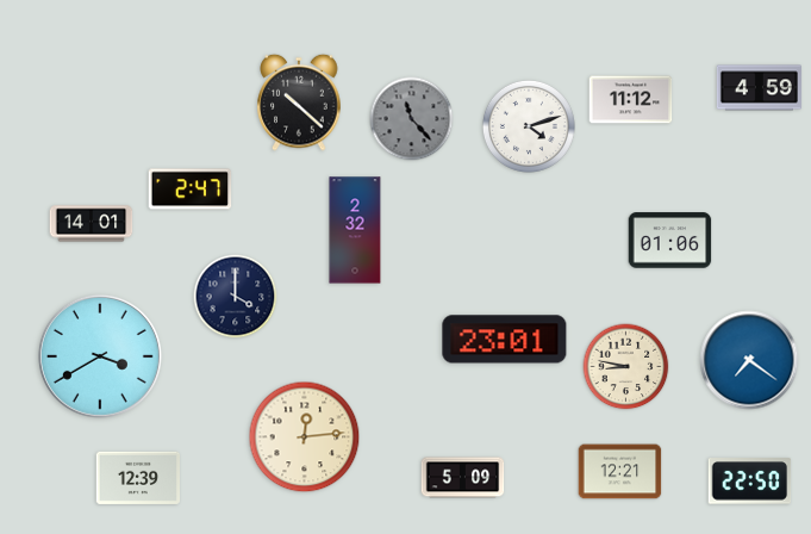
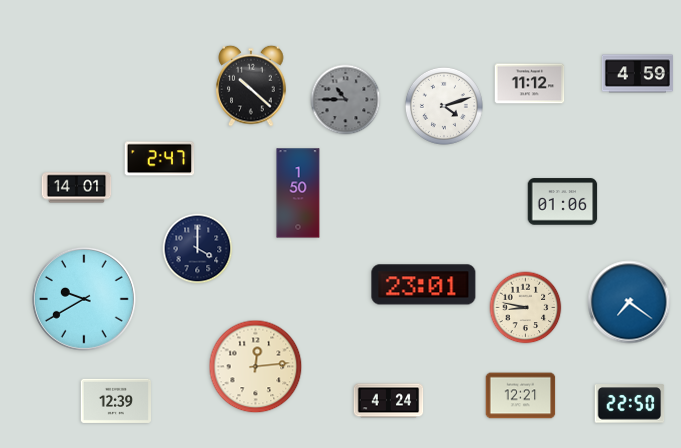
clock at (412, 119): 11:23 -> 10:45
clock at (355, 230): 2:32 -> 1:50
clock at (100, 356): 3:40 -> 9:40
clock at (463, 478): 5:09 -> 4:24
